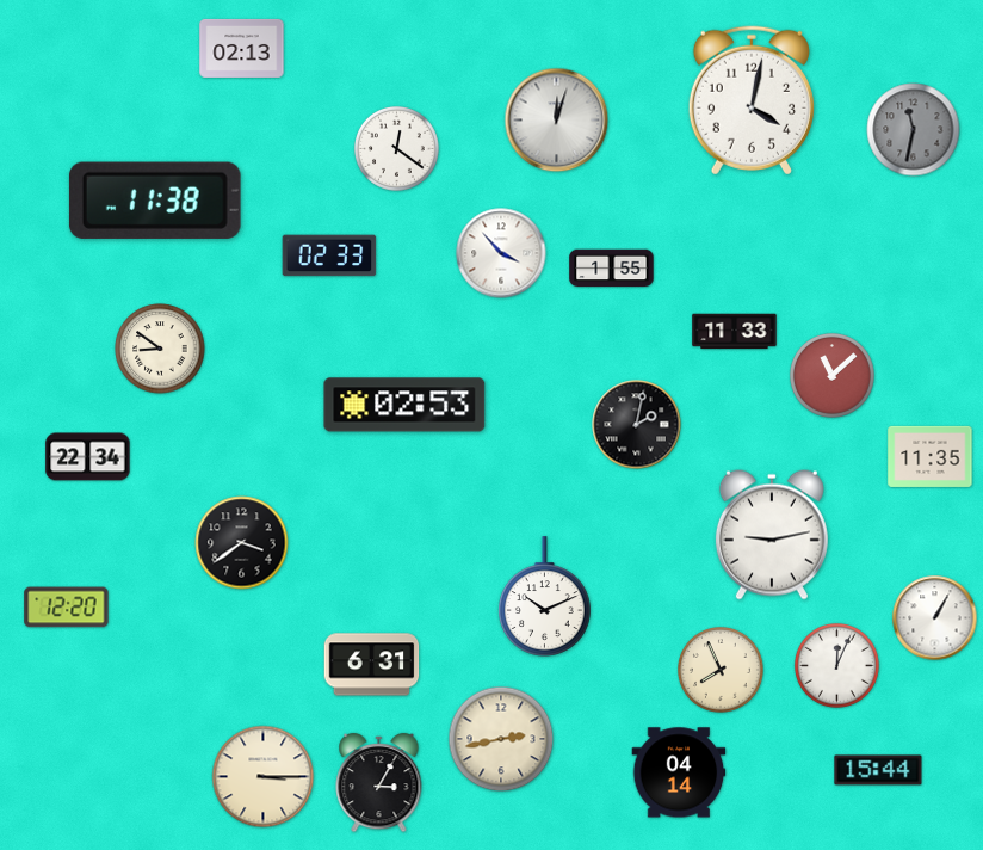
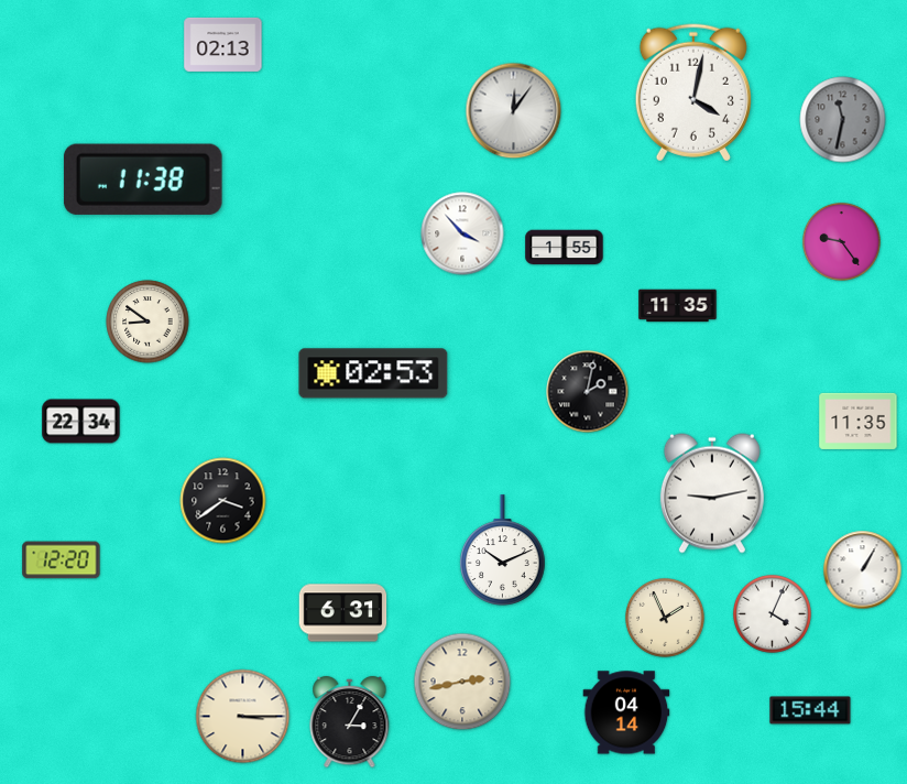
clock at (557, 121): 12:03 -> 12:06
clock at (397, 149): 12:21 -> none
clock at (155, 201) position: (155, 201) -> (143, 179)
clock at (329, 255): 02:33 -> none
clock at (842, 242): none -> 9:24
clock at (735, 332): 11:33 -> 11:35
clock at (833, 376): 11:08 -> none
clock at (837, 666): 12:04 -> 4:04
clock at (722, 671): 7:56 -> 1:56
